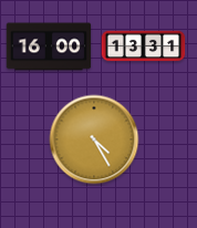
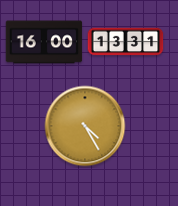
clock at (144, 46) position: (144, 46) -> (126, 42)
